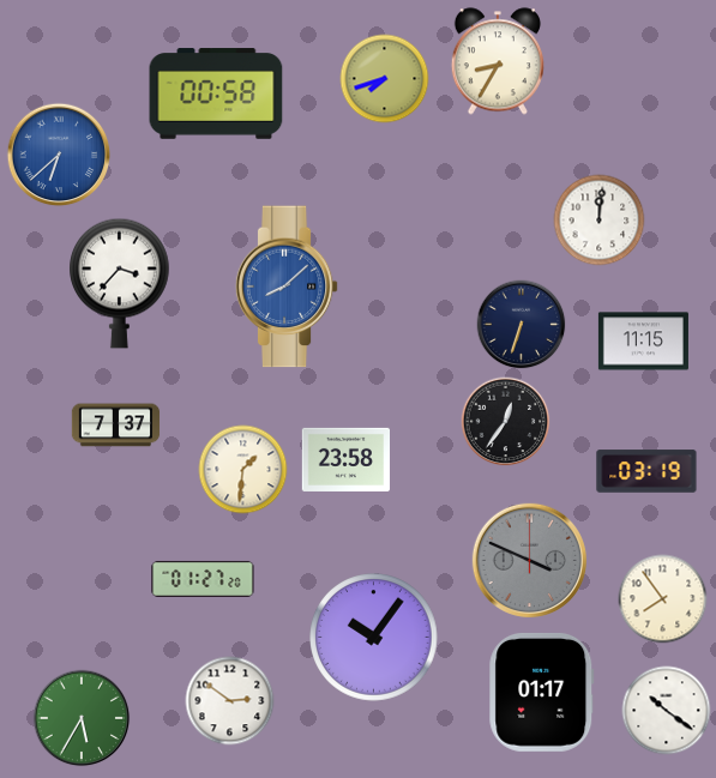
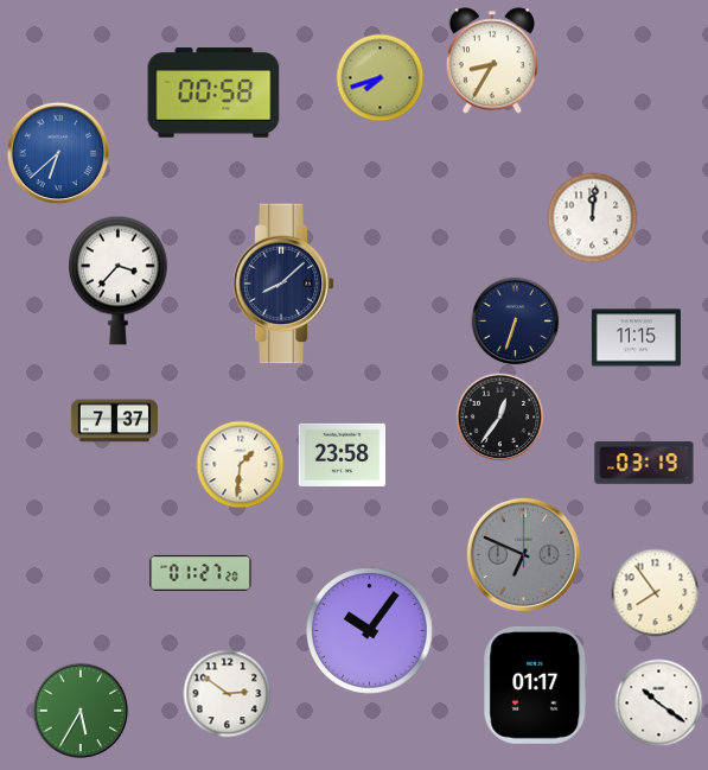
clock at (287, 287) dial: blue -> navy
clock at (646, 471) position: (646, 471) -> (644, 463)
clock at (529, 560): 3:49 -> 6:49
